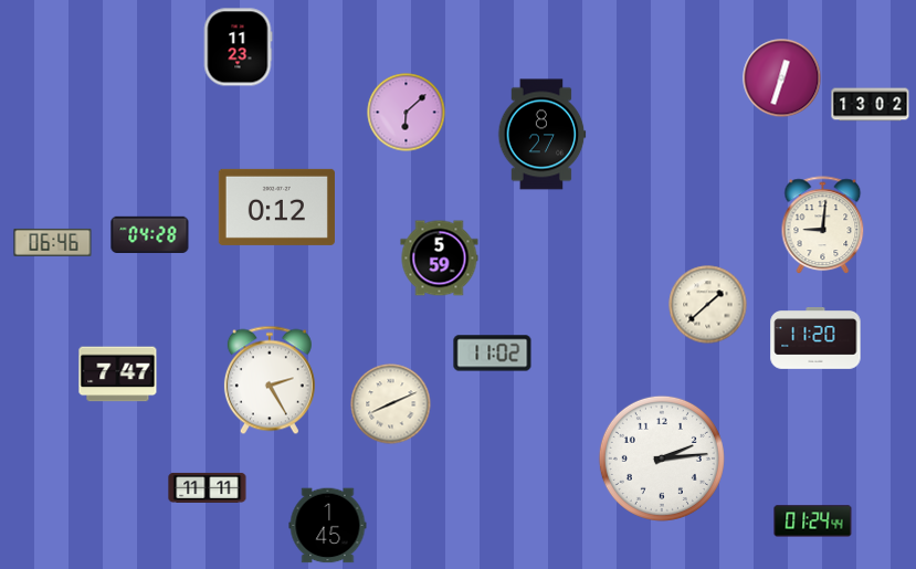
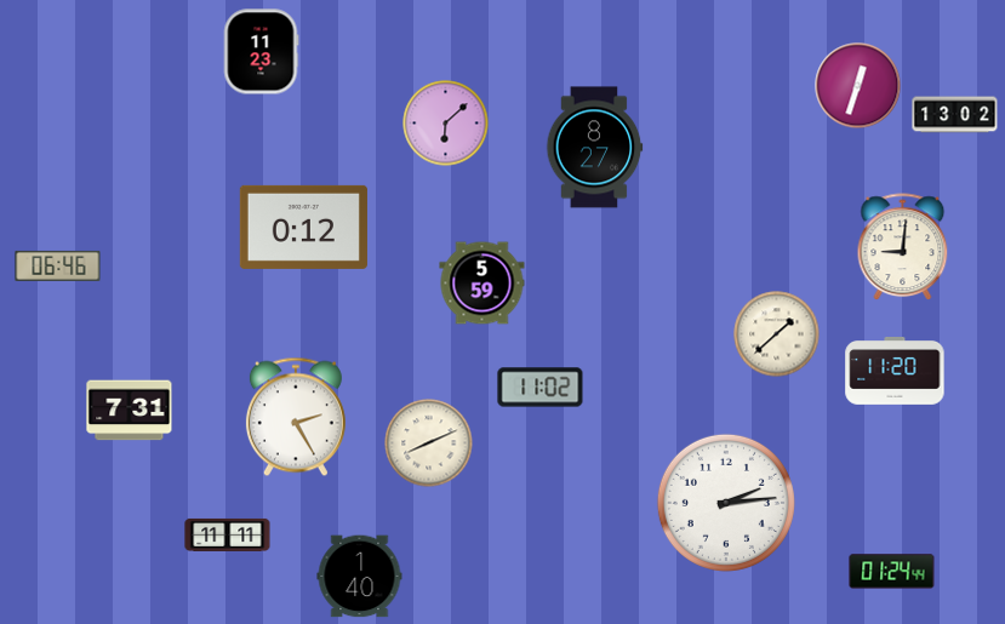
clock at (150, 234): 04:28 -> none
clock at (118, 375): 7:47 -> 7:31
clock at (328, 526): 1:45 -> 1:40
